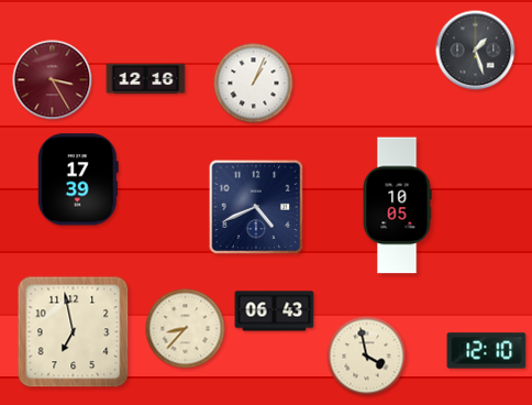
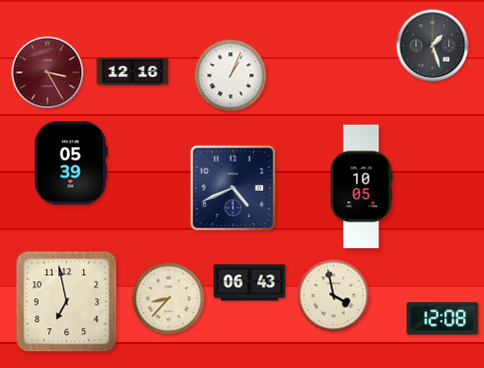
clock at (78, 179): 17:39 -> 05:39
clock at (487, 351): 12:10 -> 12:08
clock at (367, 357) position: (367, 357) -> (334, 296)
